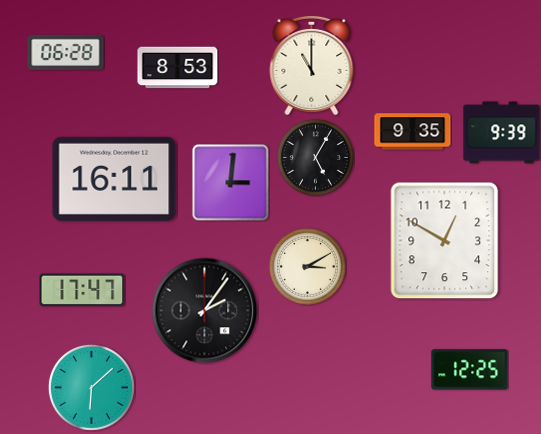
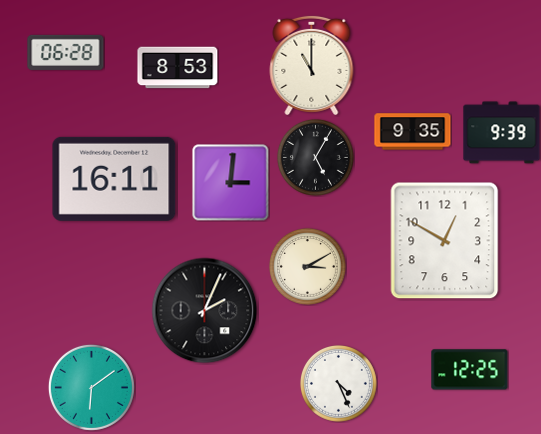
clock at (82, 290): 17:47 -> none
clock at (205, 311): 2:06 -> 2:04
clock at (338, 383): none -> 4:26
clock at (91, 387): 6:08 -> 6:09
